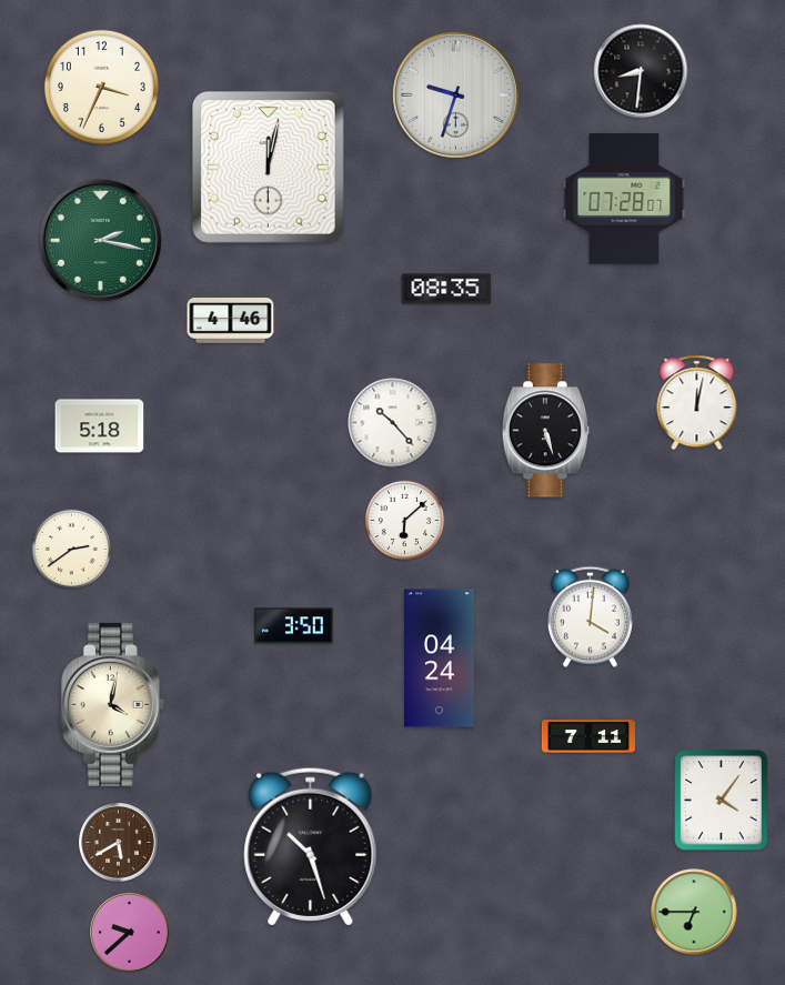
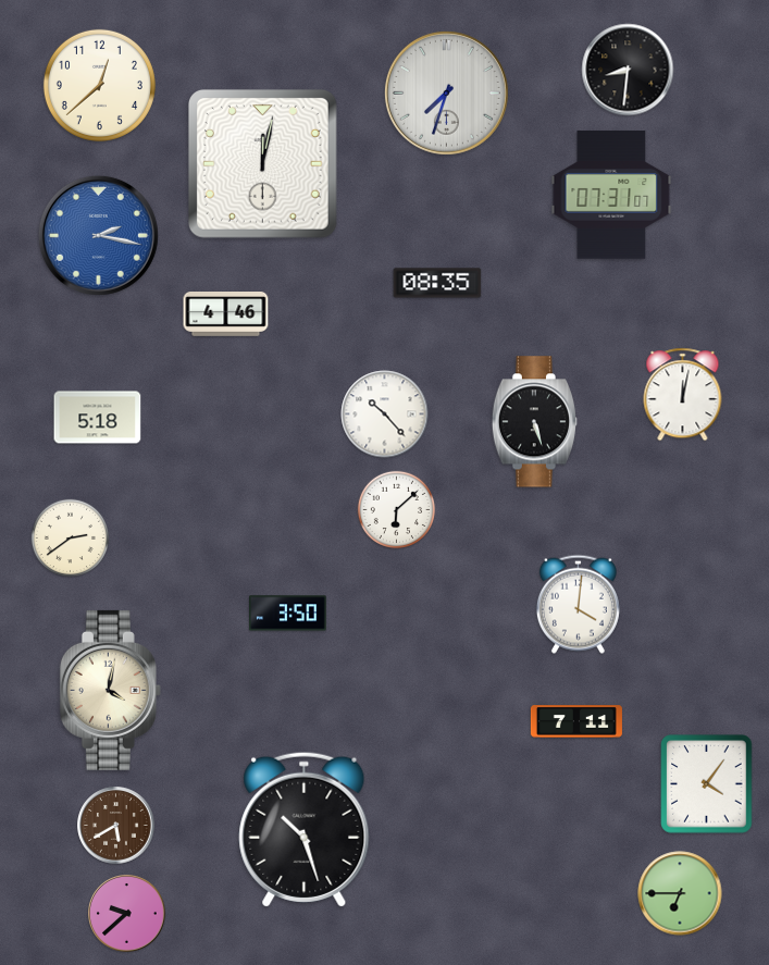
clock at (101, 87): 3:34 -> 12:38
clock at (455, 94): 9:33 -> 7:33
clock at (624, 199): 07:28 -> 07:31
clock at (100, 240) dial: green -> blue
clock at (440, 659): 04:24 -> none
